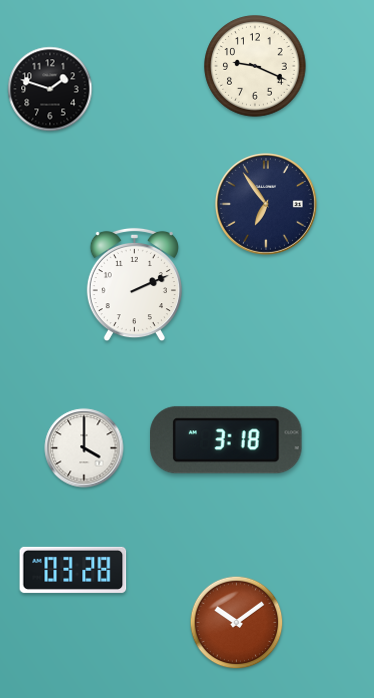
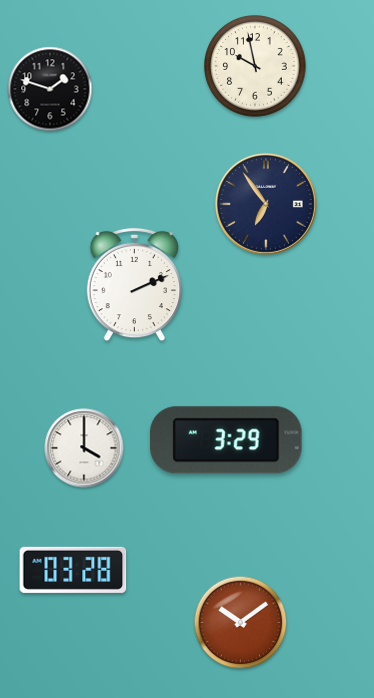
clock at (255, 66): 9:19 -> 9:58
clock at (226, 440): 3:18 -> 3:29
clock at (237, 623) position: (237, 623) -> (241, 623)
